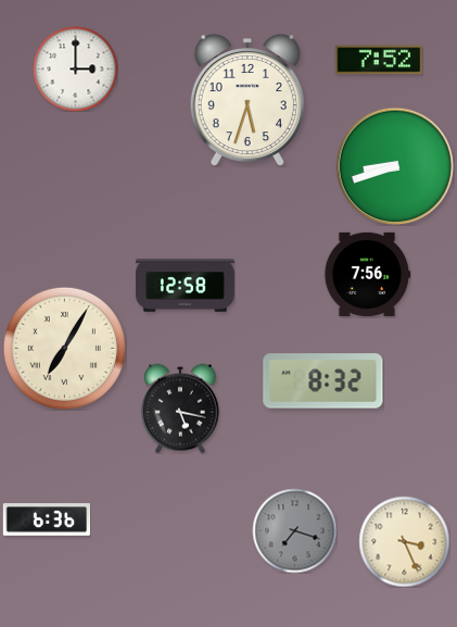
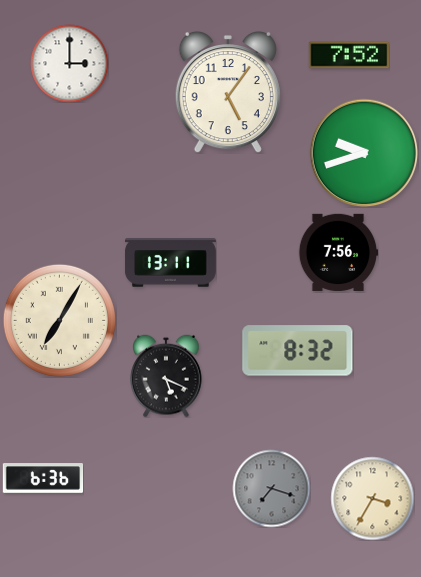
clock at (247, 100): 5:33 -> 5:06
clock at (395, 166): 8:42 -> 9:42
clock at (186, 286): 12:58 -> 13:11
clock at (180, 409): 5:17 -> 5:19
clock at (404, 541): 3:26 -> 3:35
